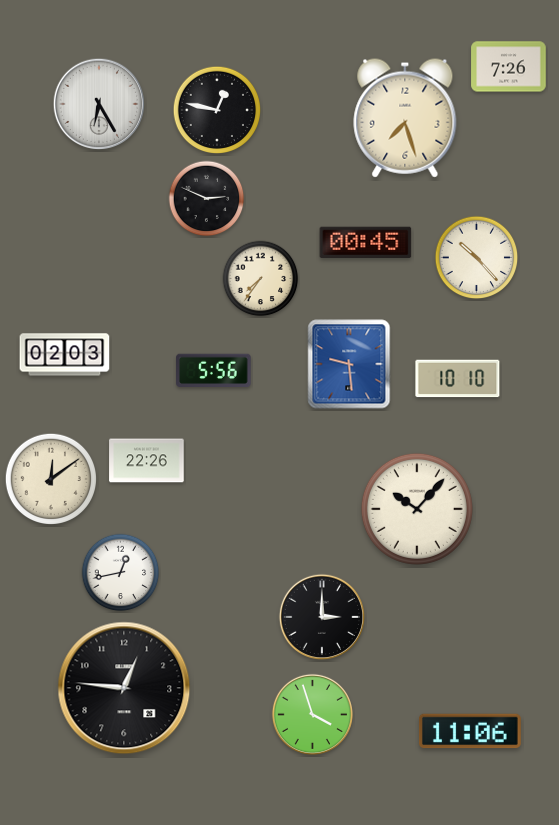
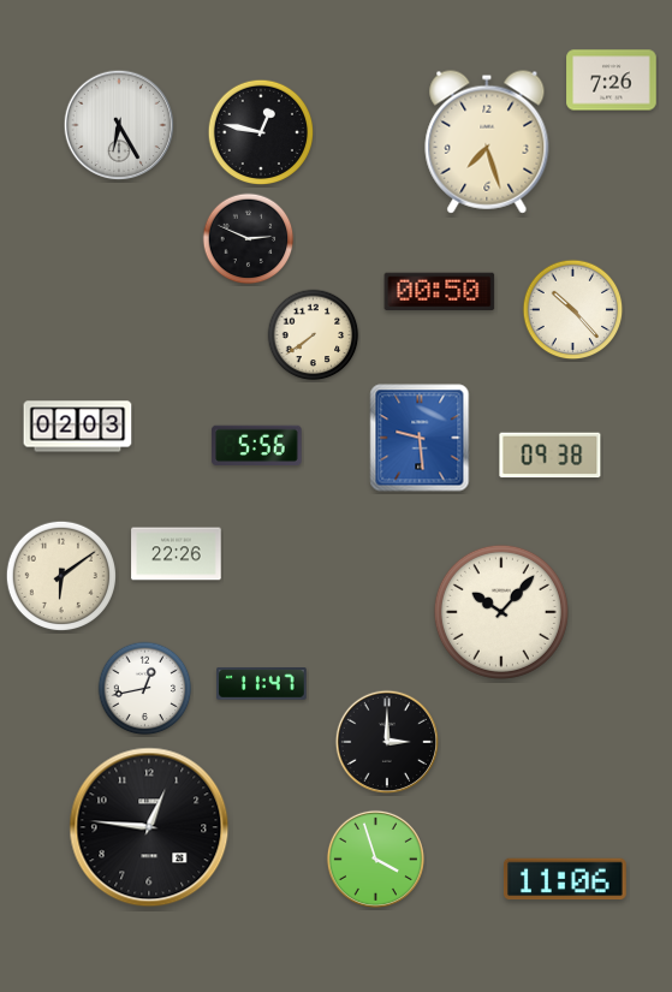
clock at (366, 243): 00:45 -> 00:50
clock at (261, 279): 7:36 -> 7:39
clock at (458, 379): 10:10 -> 09:38
clock at (50, 478): 12:09 -> 6:09
clock at (262, 684): none -> 11:47
